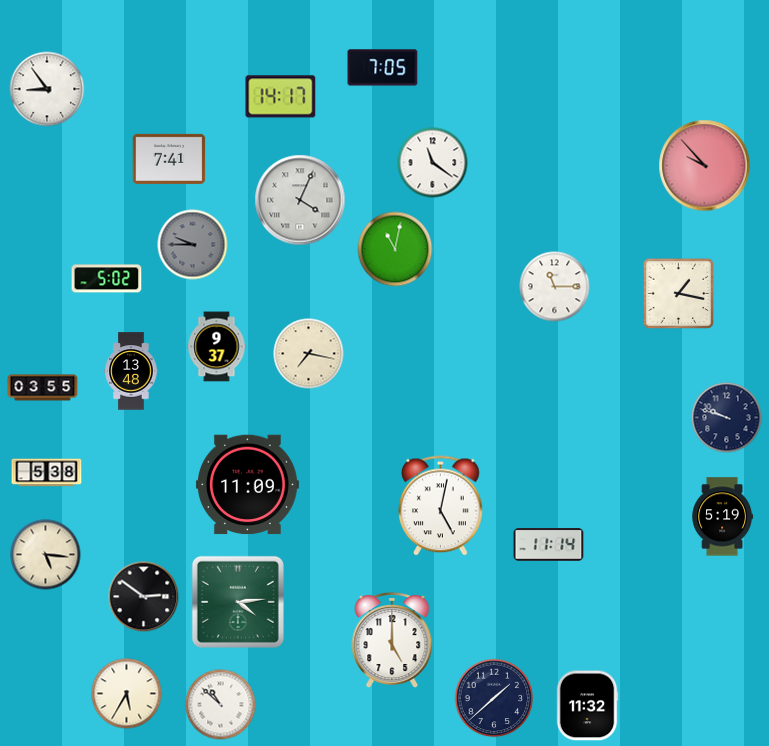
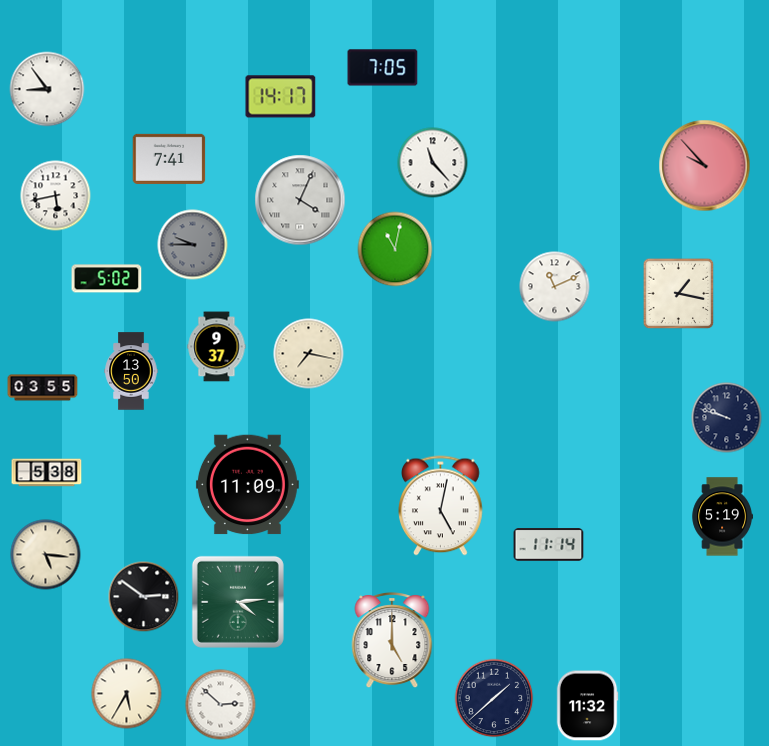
clock at (433, 163): 11:21 -> 11:23
clock at (56, 196): none -> 5:43
clock at (555, 287): 11:15 -> 11:11
clock at (131, 371): 13:48 -> 13:50
clock at (221, 705): 10:52 -> 2:52
